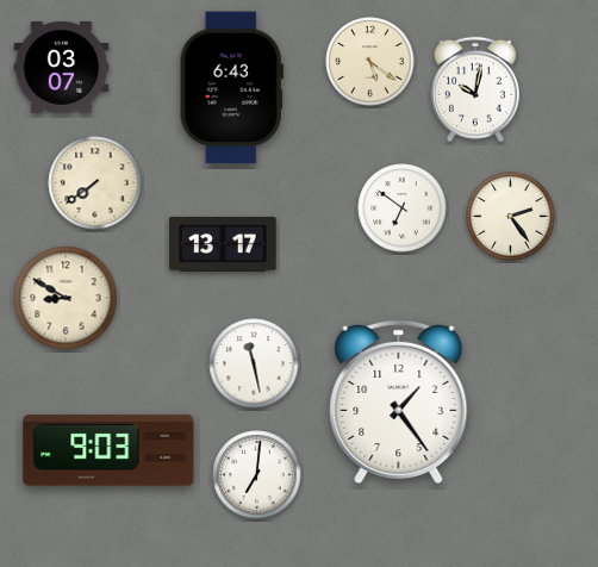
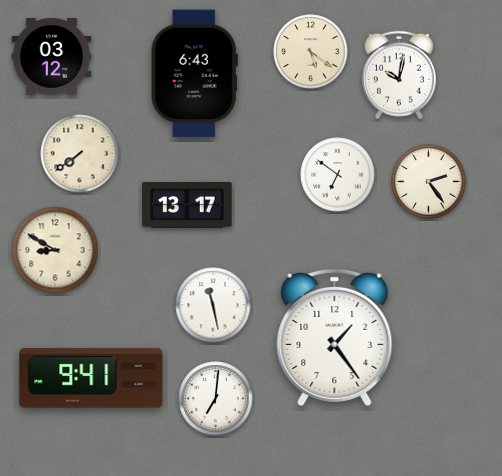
clock at (62, 68): 03:07 -> 03:12
clock at (108, 450): 9:03 -> 9:41
